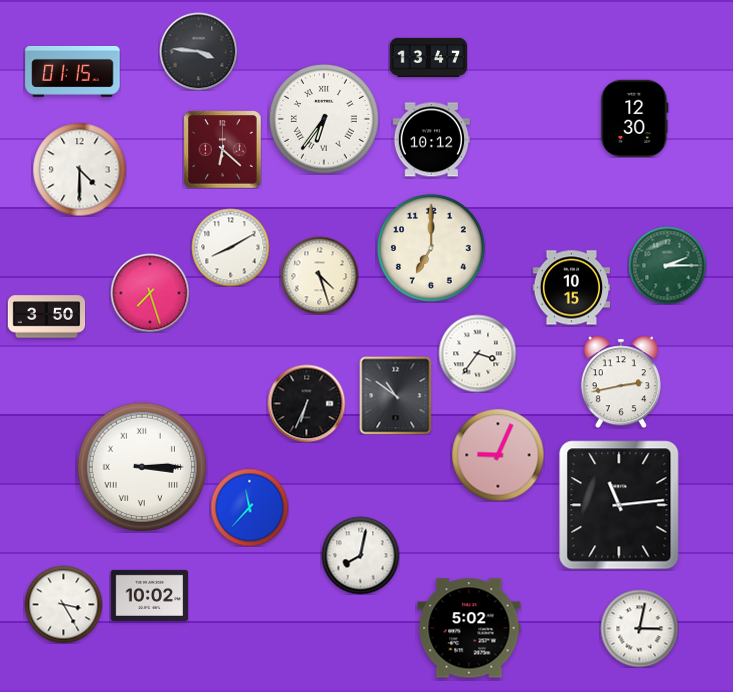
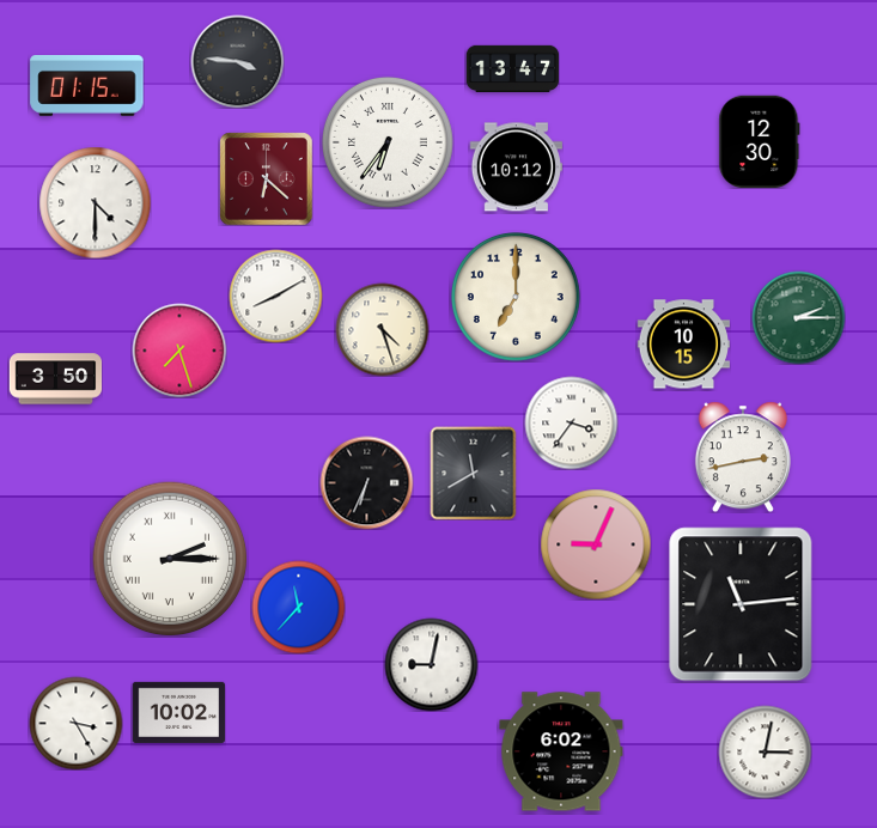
clock at (396, 395): 10:51 -> 11:40
clock at (142, 467): 3:15 -> 2:15
clock at (360, 555): 8:02 -> 9:02
clock at (469, 628): 5:02 -> 6:02
